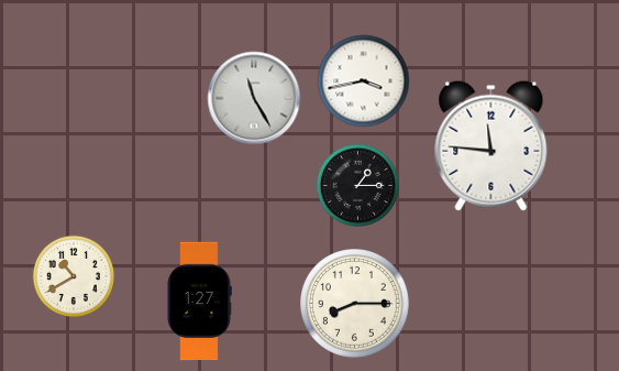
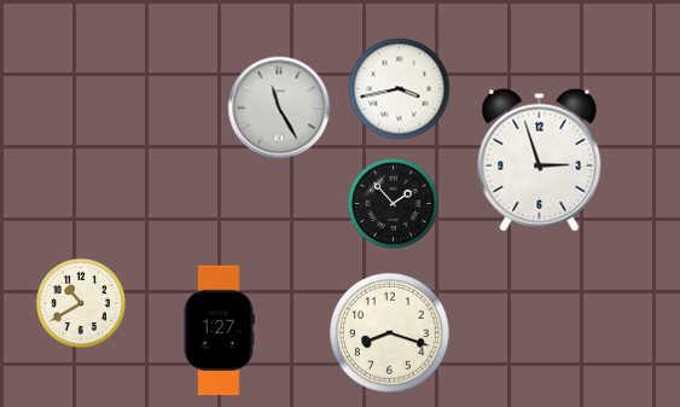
clock at (491, 145): 11:46 -> 2:57
clock at (357, 185): 1:15 -> 1:53
clock at (355, 304): 8:15 -> 8:18
